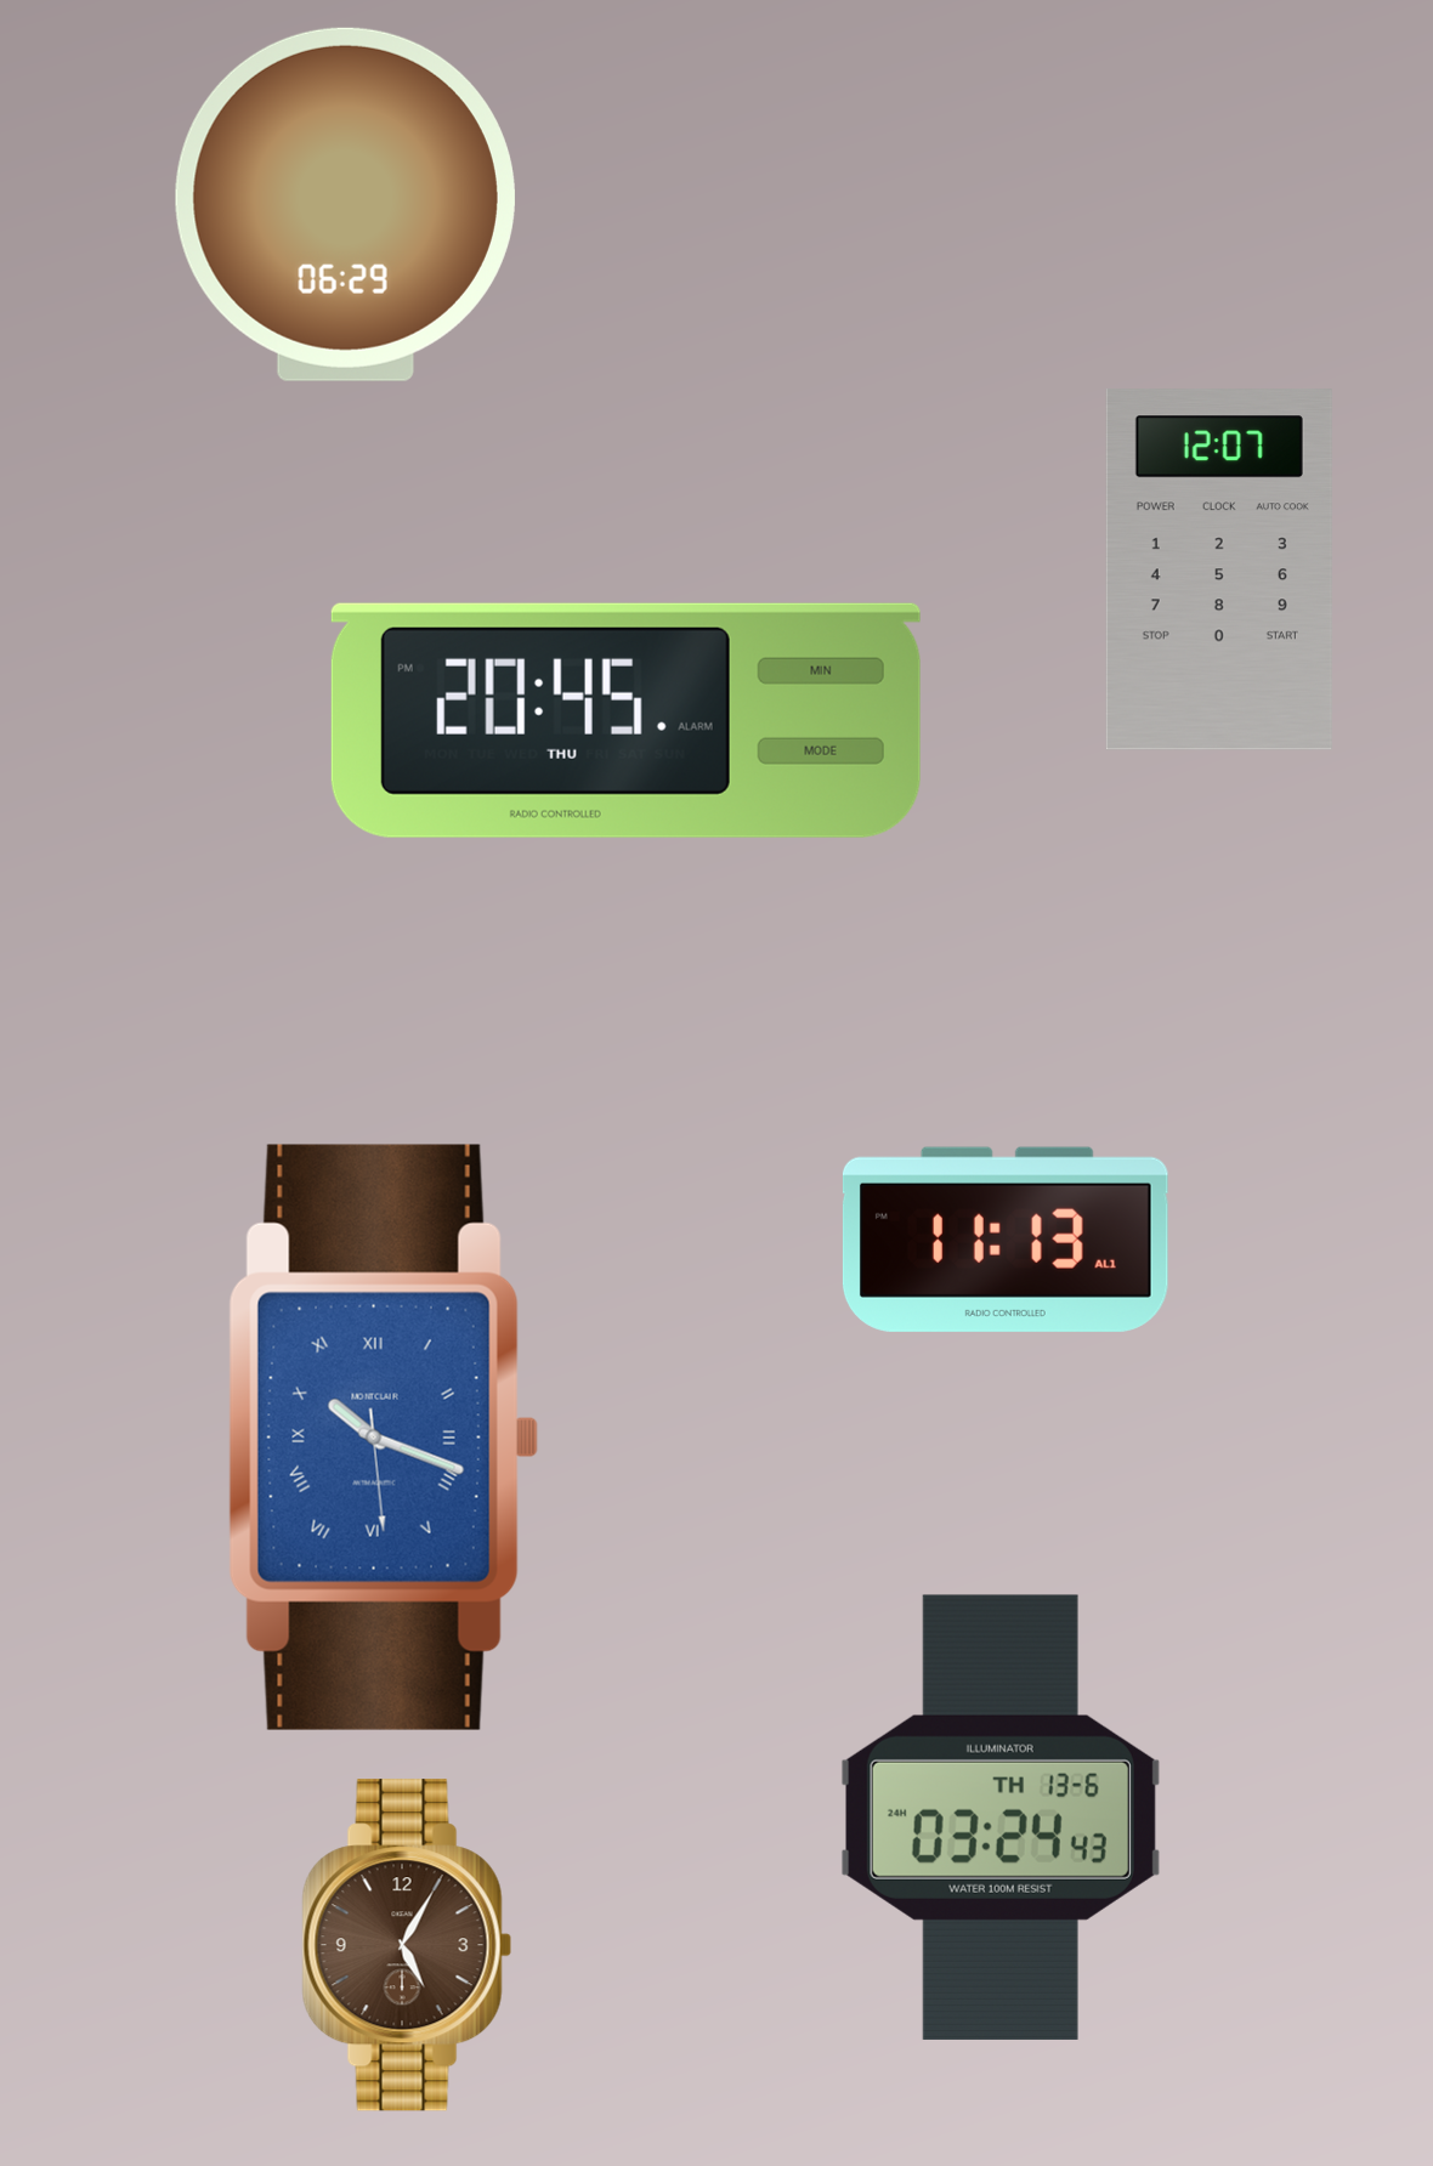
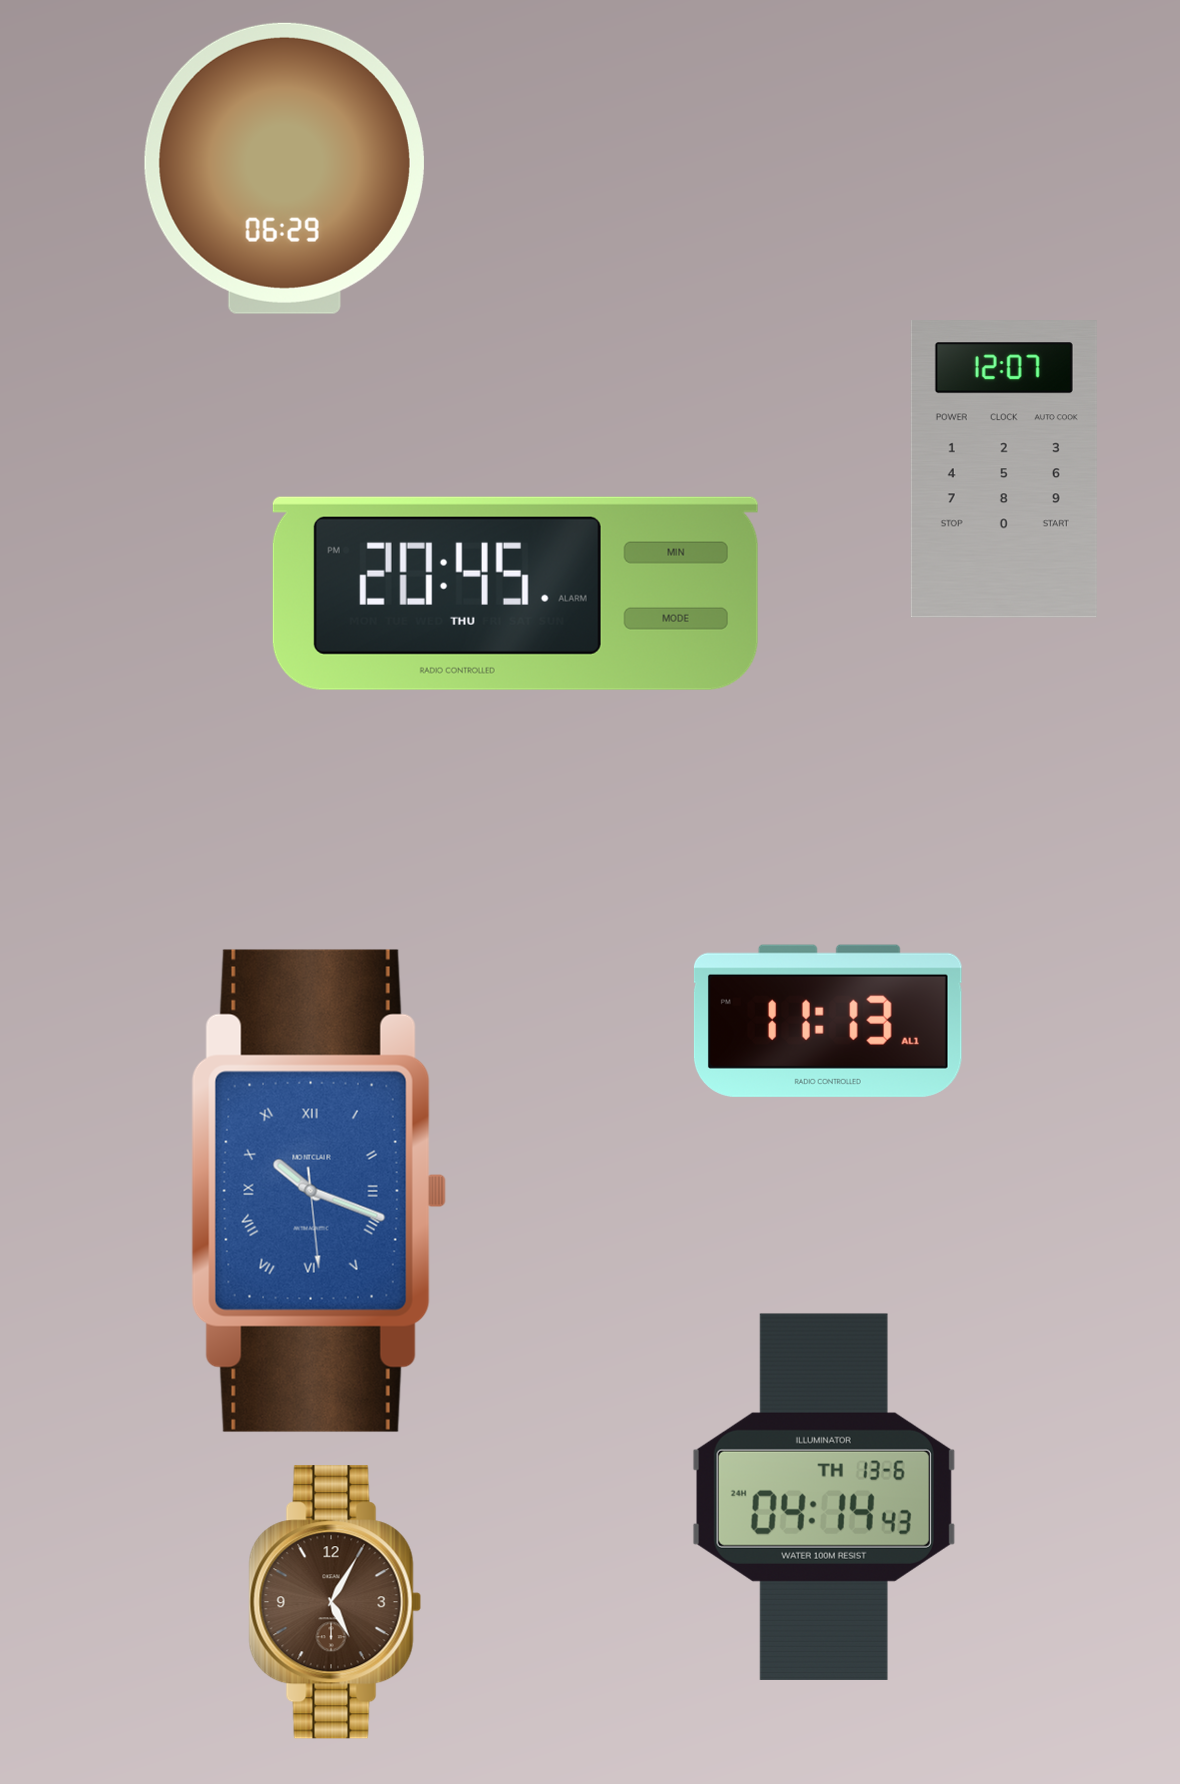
clock at (384, 1438) position: (384, 1438) -> (319, 1191)
clock at (1001, 1818): 03:24 -> 04:14
